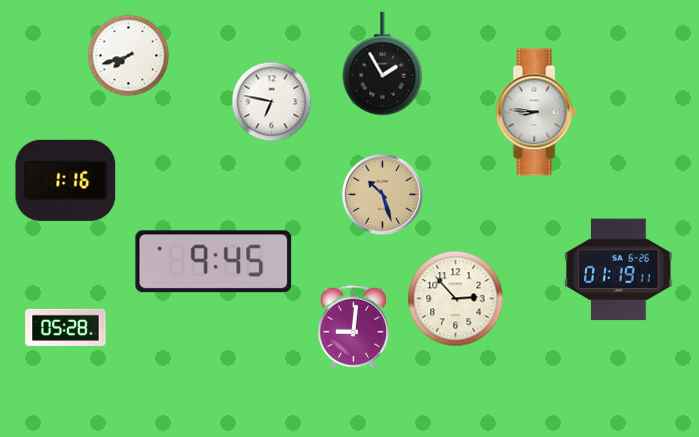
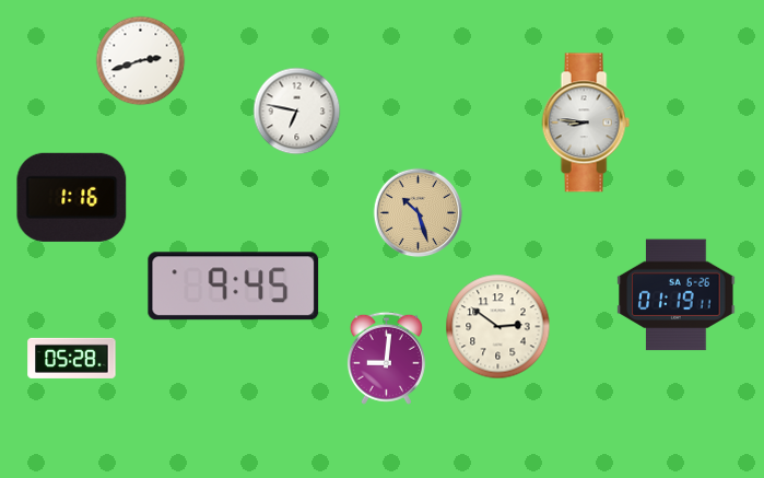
clock at (129, 56): 7:42 -> 2:42
clock at (383, 64): 1:55 -> none
clock at (456, 299): 2:53 -> 2:51
